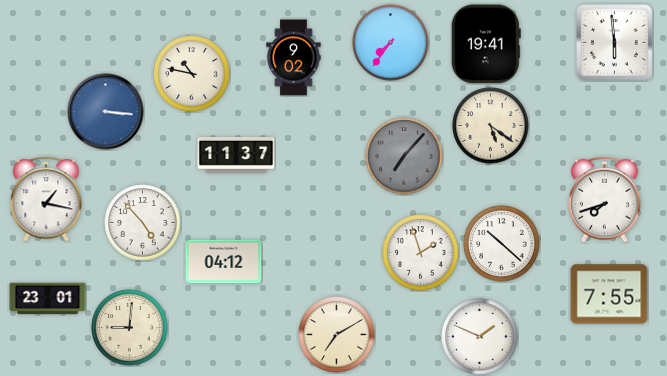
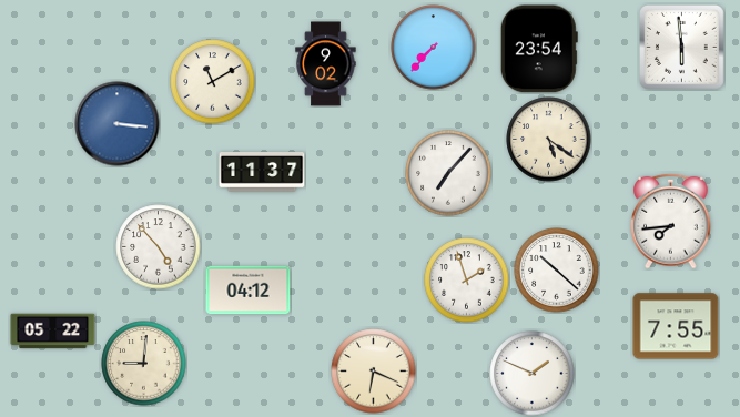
clock at (391, 43): 7:36 -> 7:37
clock at (486, 44): 19:41 -> 23:54
clock at (192, 74): 10:47 -> 11:10
clock at (491, 126) position: (491, 126) -> (549, 140)
clock at (404, 156) dial: grey -> white
clock at (46, 199): 1:17 -> none
clock at (605, 199): 7:42 -> 7:44
clock at (48, 299): 23:01 -> 05:22
clock at (337, 335): 7:10 -> 6:19
